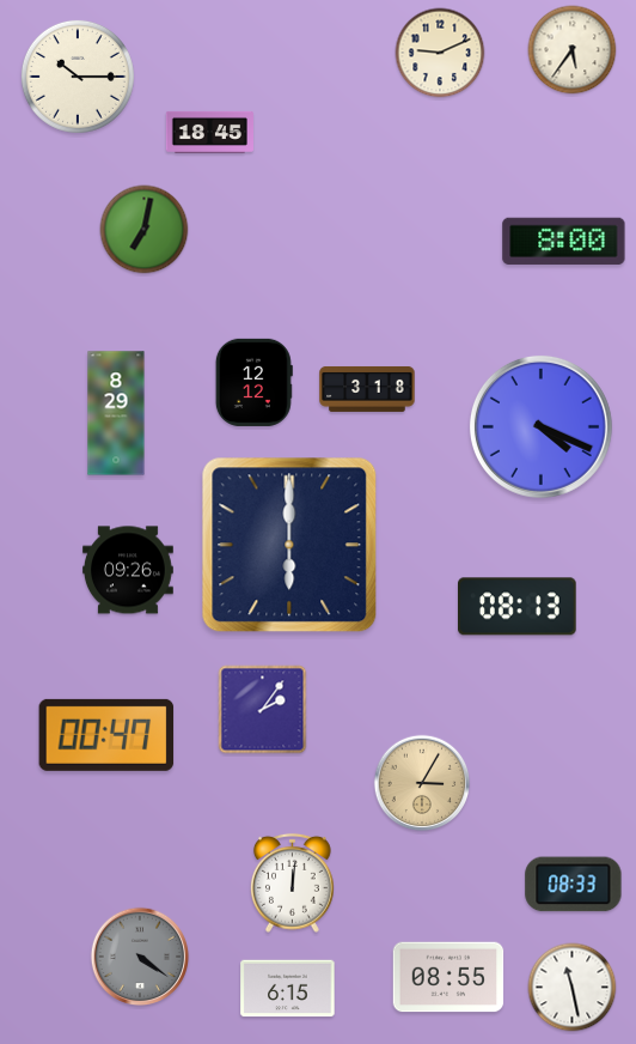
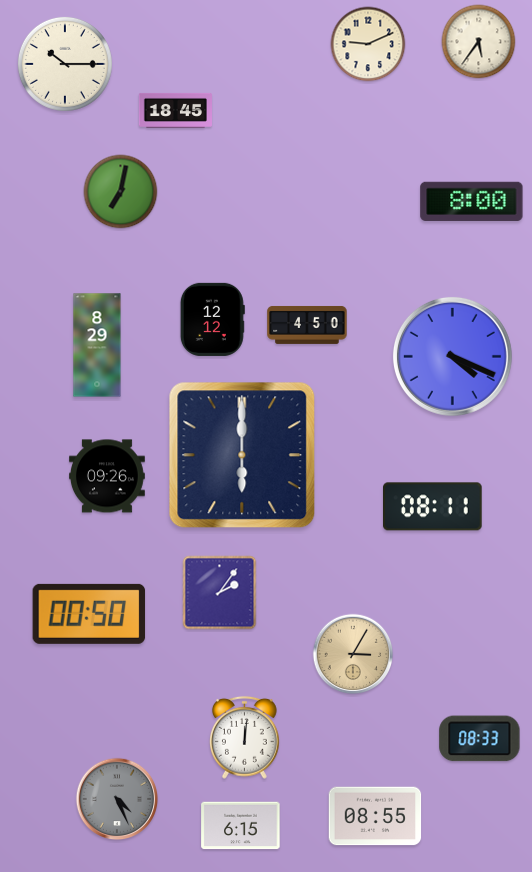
clock at (367, 389): 3:18 -> 4:50
clock at (518, 607): 08:13 -> 08:11
clock at (106, 735): 00:47 -> 00:50
clock at (140, 957): 4:21 -> 4:26
clock at (573, 988): 11:28 -> none
